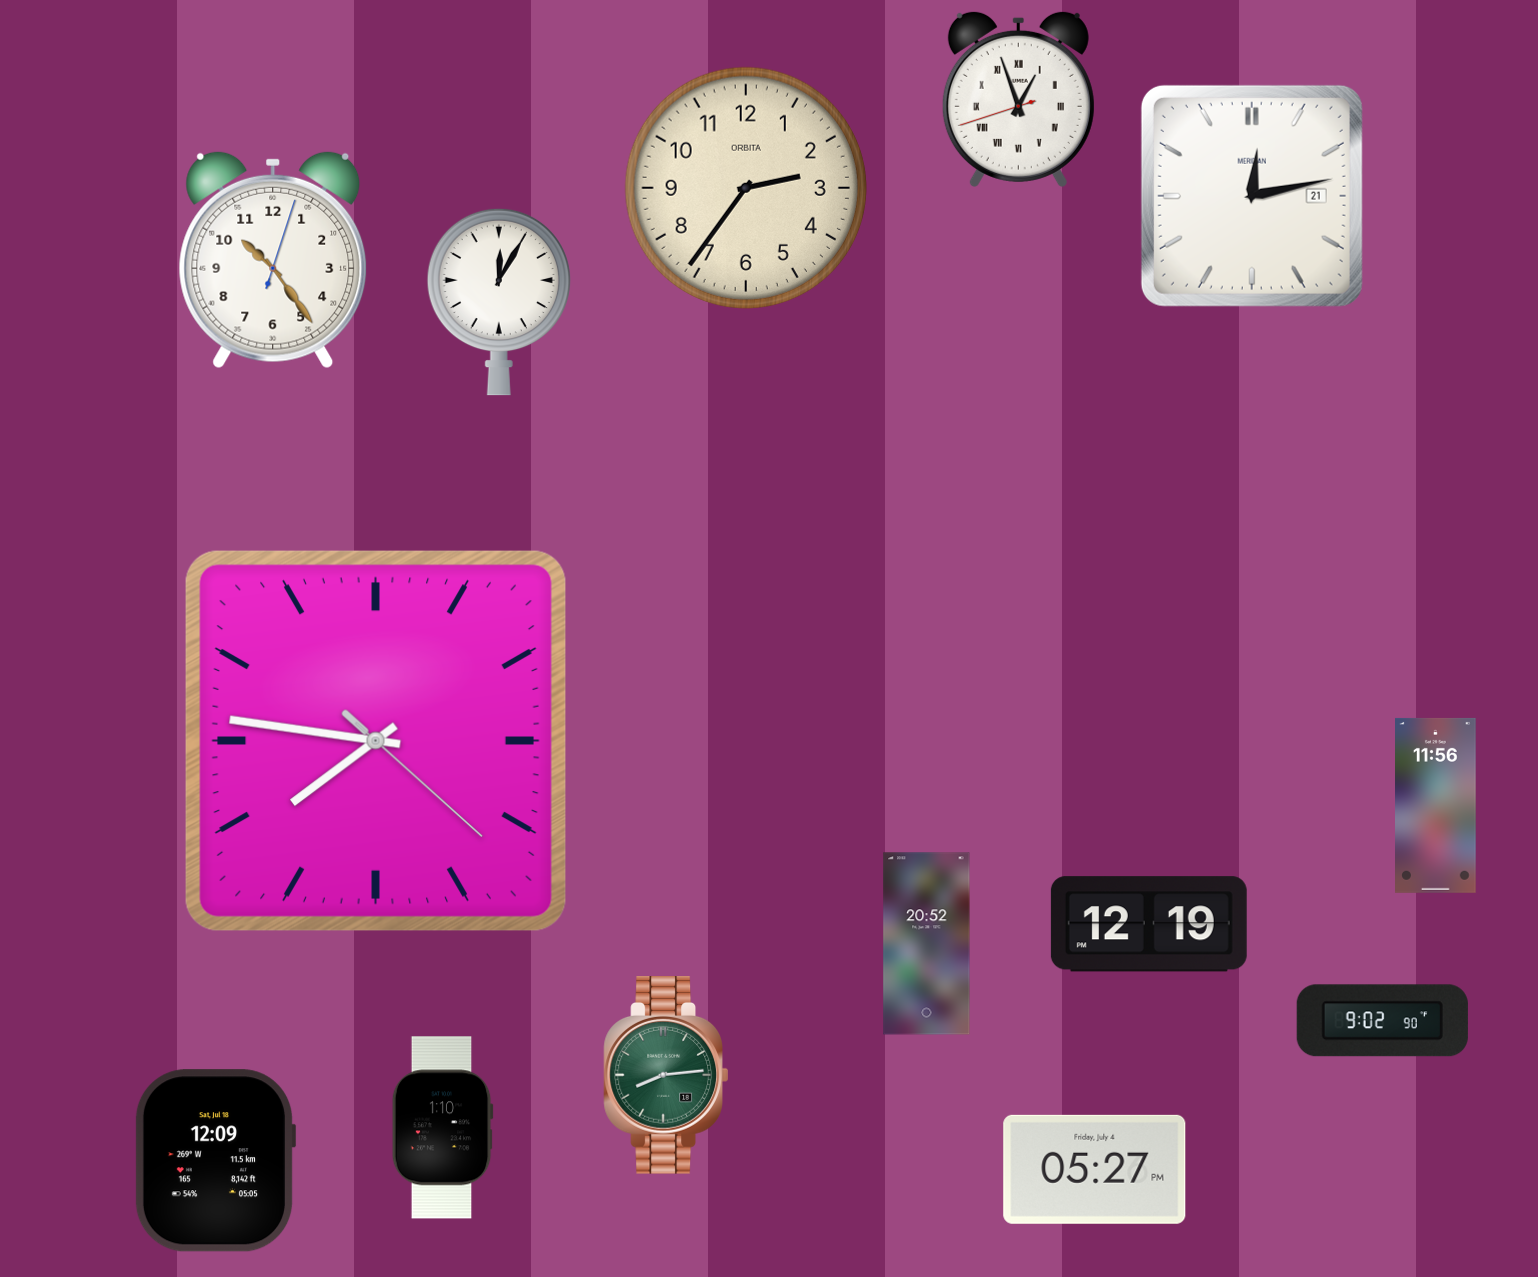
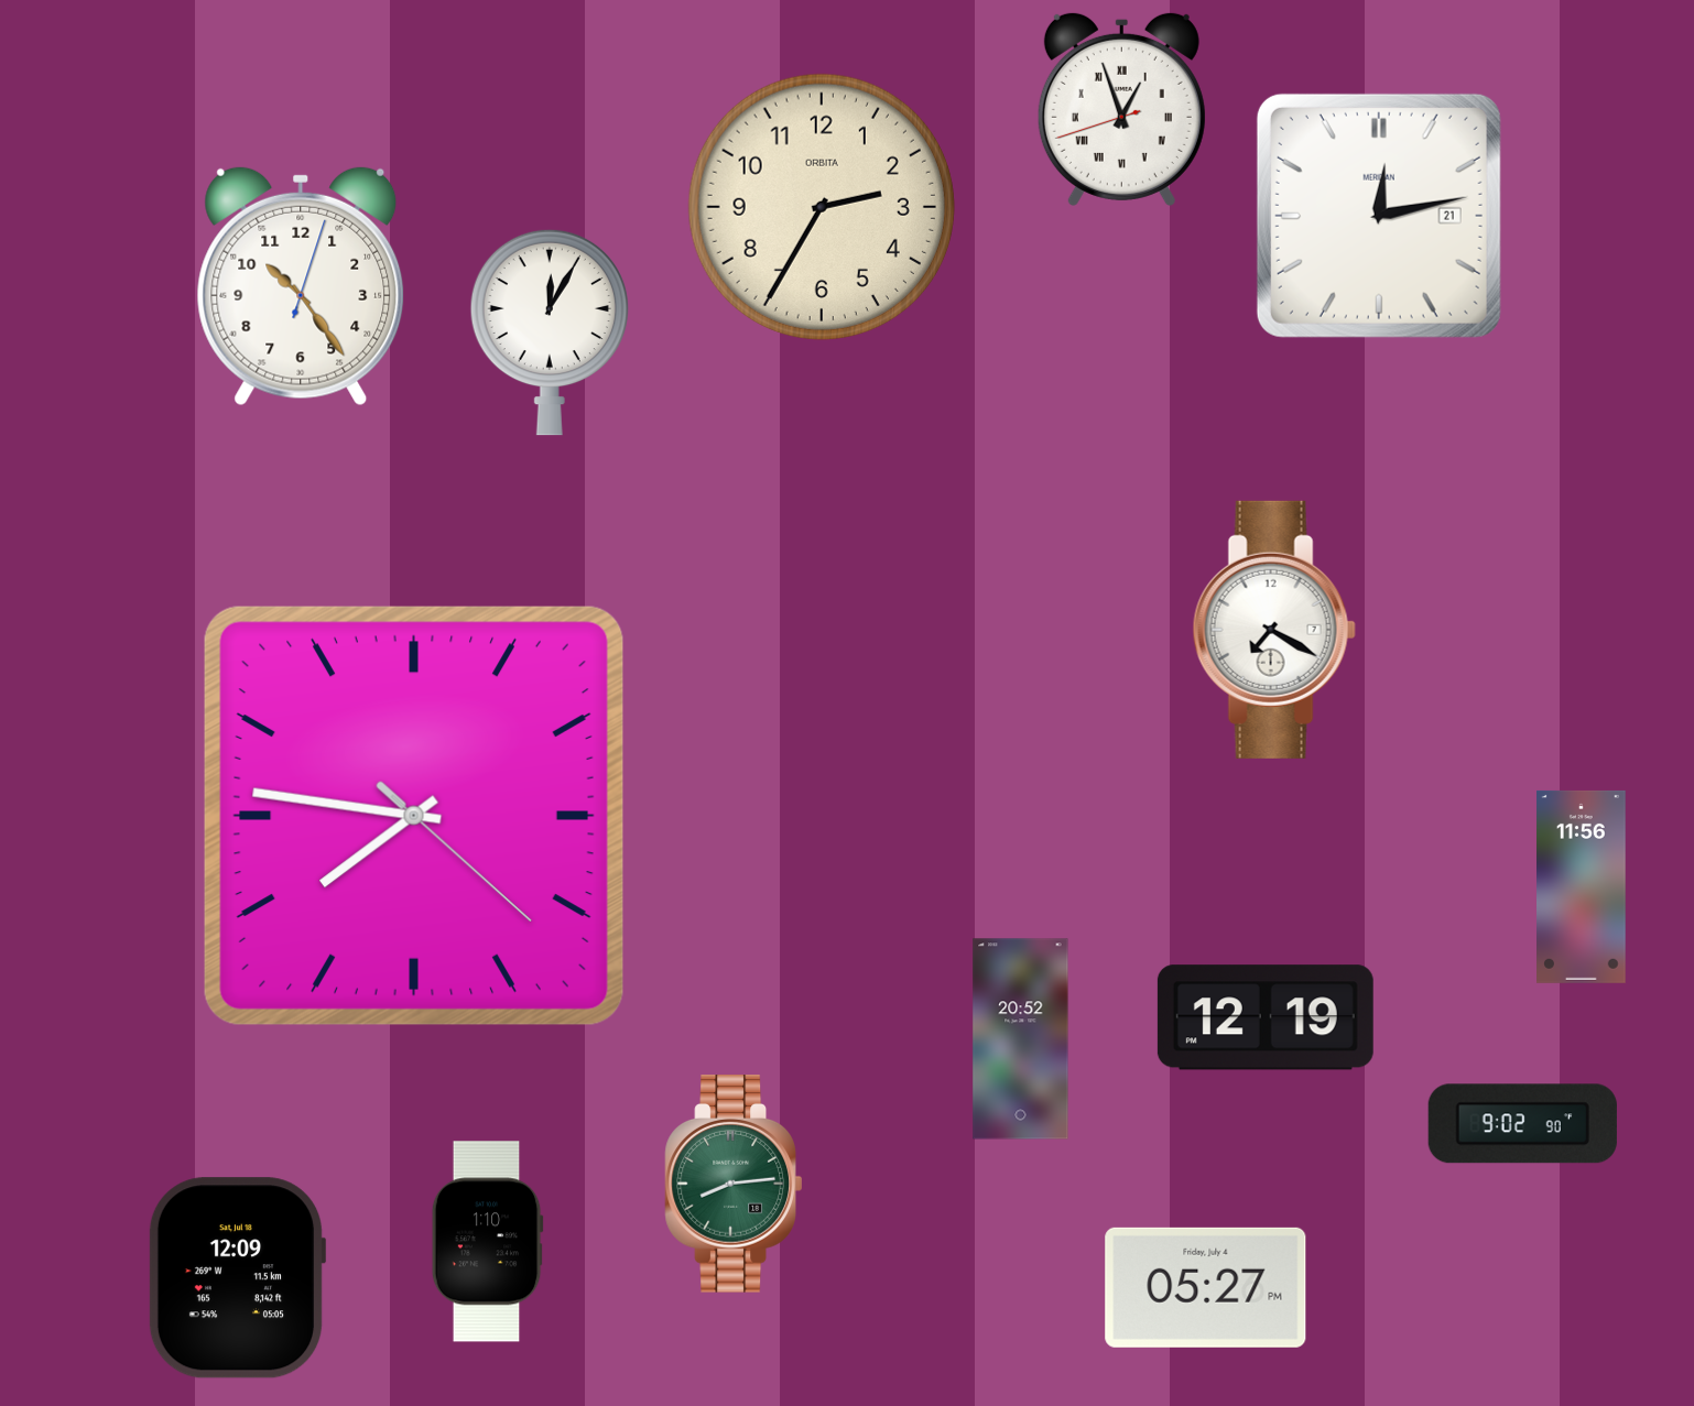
clock at (746, 188): 2:36 -> 2:35
clock at (1274, 630): none -> 7:20
